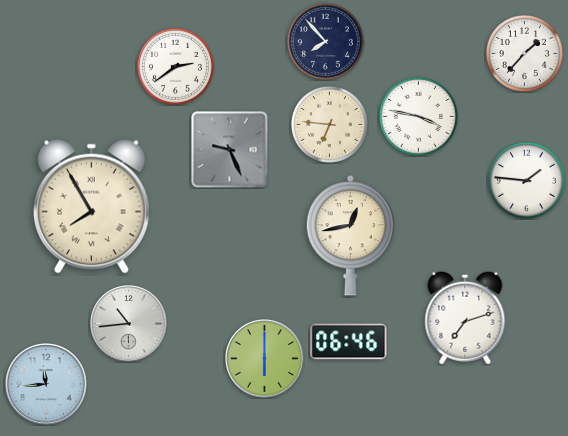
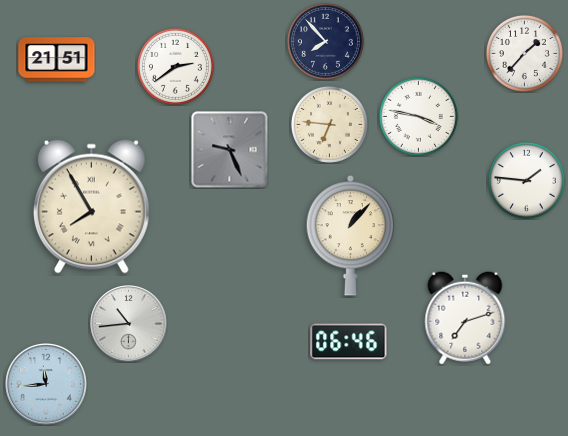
clock at (57, 60): none -> 21:51
clock at (351, 235): 12:43 -> 1:07
clock at (265, 359): 6:00 -> none
